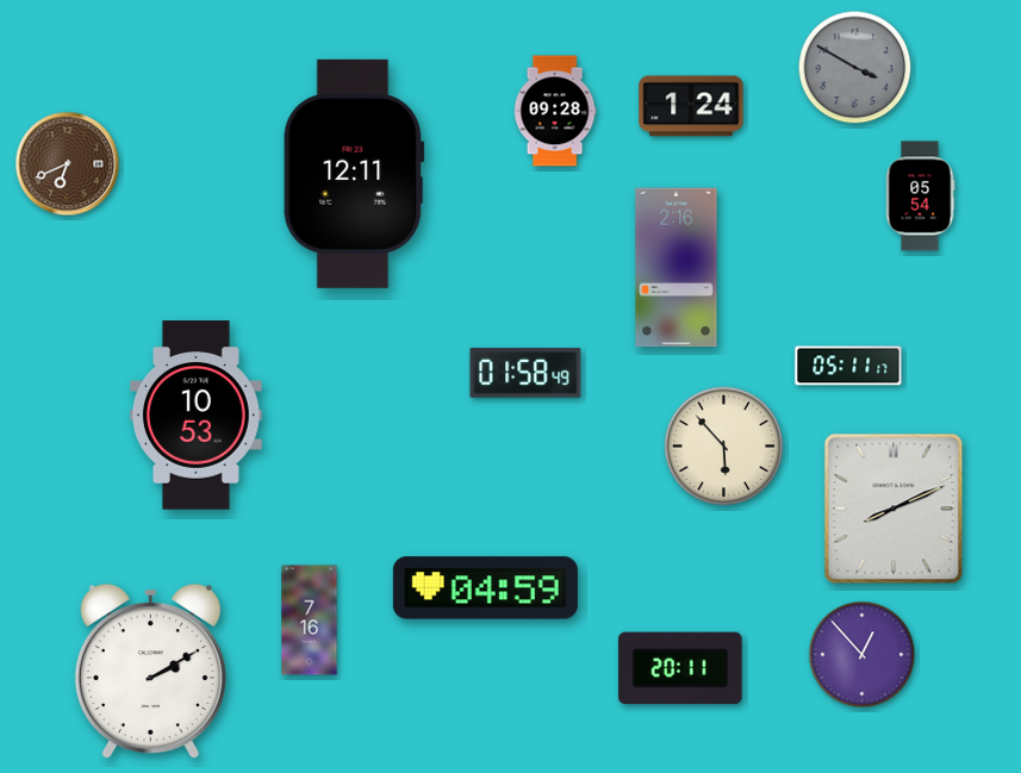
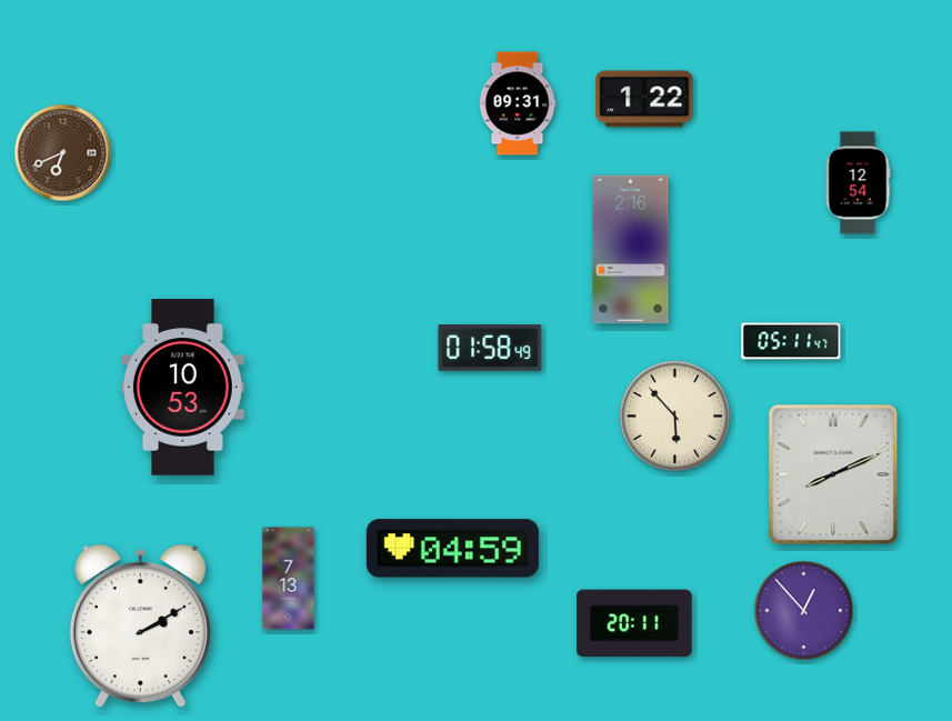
clock at (855, 68): 3:50 -> none
clock at (691, 106): 1:24 -> 1:22
clock at (555, 111): 09:28 -> 09:31
clock at (354, 174): 12:11 -> none
clock at (920, 197): 05:54 -> 12:54
clock at (848, 366): 05:11:17 -> 05:11:47
clock at (310, 621): 7:16 -> 7:13
